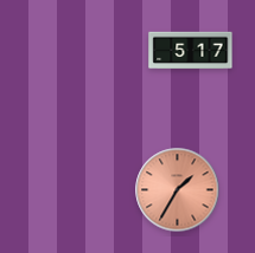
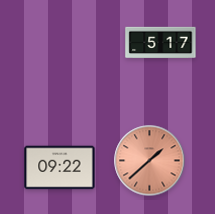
clock at (178, 190): 1:35 -> 1:38
clock at (60, 168): none -> 09:22
